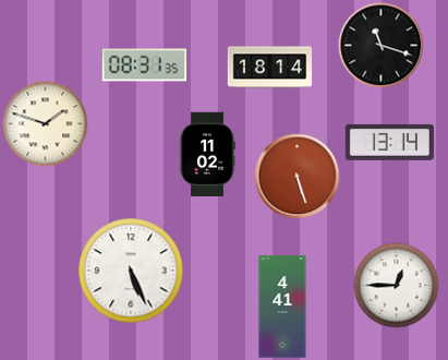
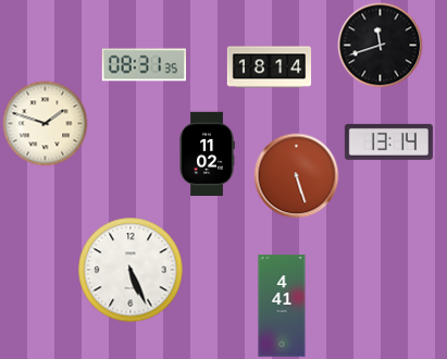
clock at (380, 45): 11:18 -> 11:42
clock at (396, 285): 12:45 -> none
